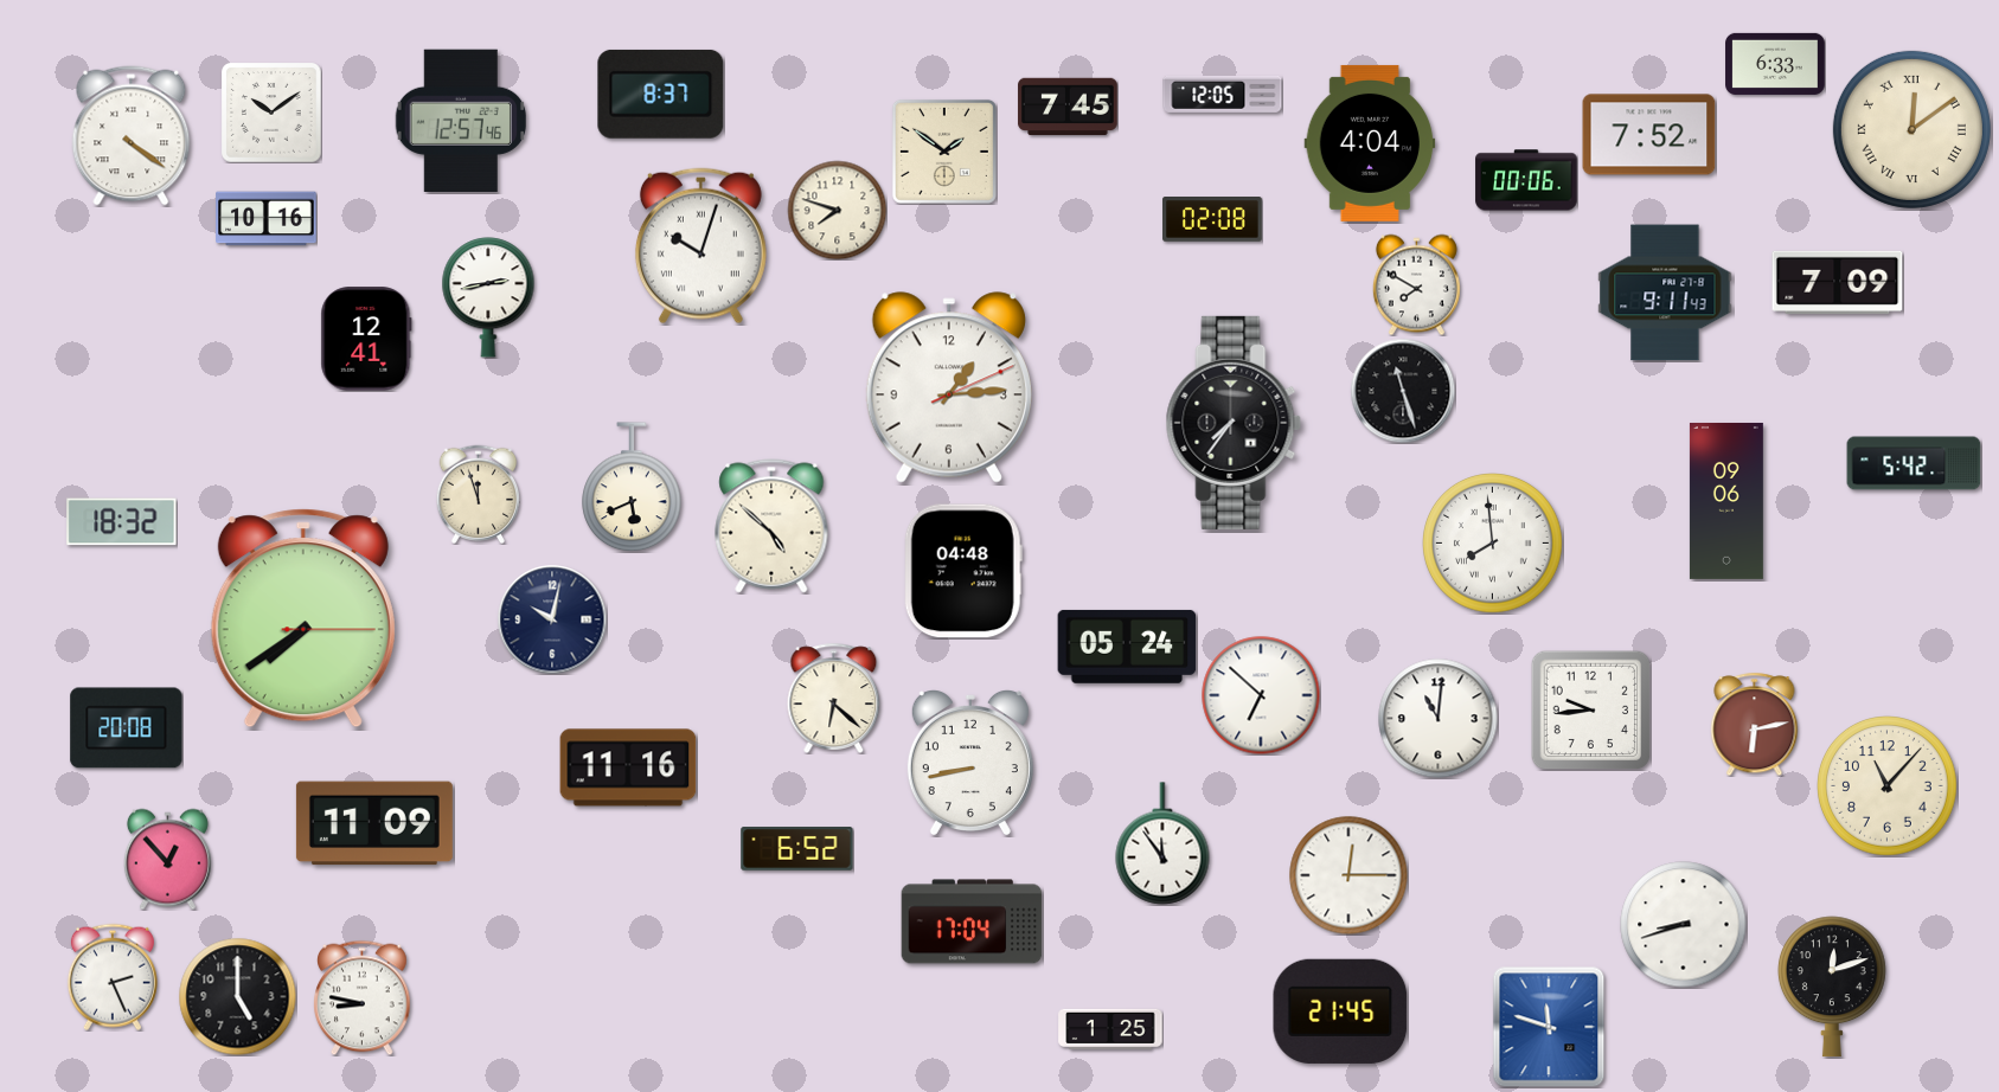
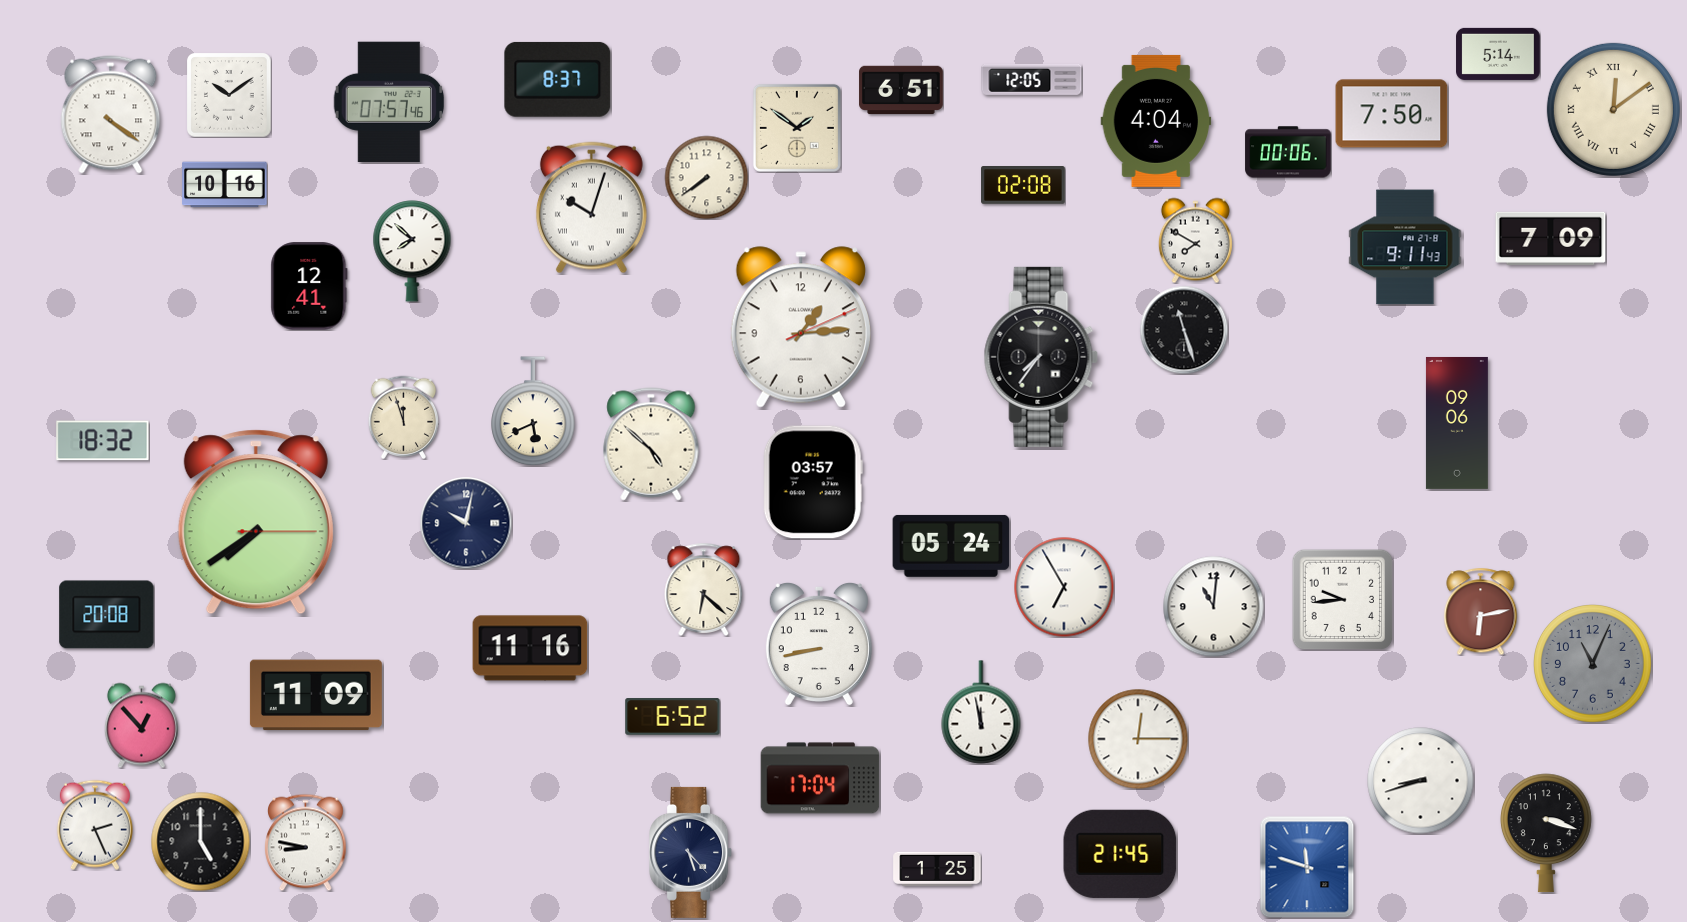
clock at (1775, 64): 6:33 -> 5:14
clock at (1068, 107): 7:45 -> 6:51
clock at (460, 120): 12:57 -> 07:57
clock at (1649, 135): 7:52 -> 7:50
clock at (837, 210): 7:48 -> 7:39
clock at (488, 297): 2:43 -> 7:52
clock at (1914, 463): 5:42 -> none
clock at (1493, 544): 7:59 -> none
clock at (963, 571): 04:48 -> 03:57
clock at (1261, 695): 6:52 -> 6:55
clock at (1888, 786): 11:07 -> 11:04
clock at (1888, 786) dial: cream -> grey
clock at (1162, 843): 11:54 -> 11:58
clock at (1832, 987): 12:12 -> 3:18
clock at (691, 852): none -> 5:23
clock at (1340, 1011) position: (1340, 1011) -> (1120, 854)
